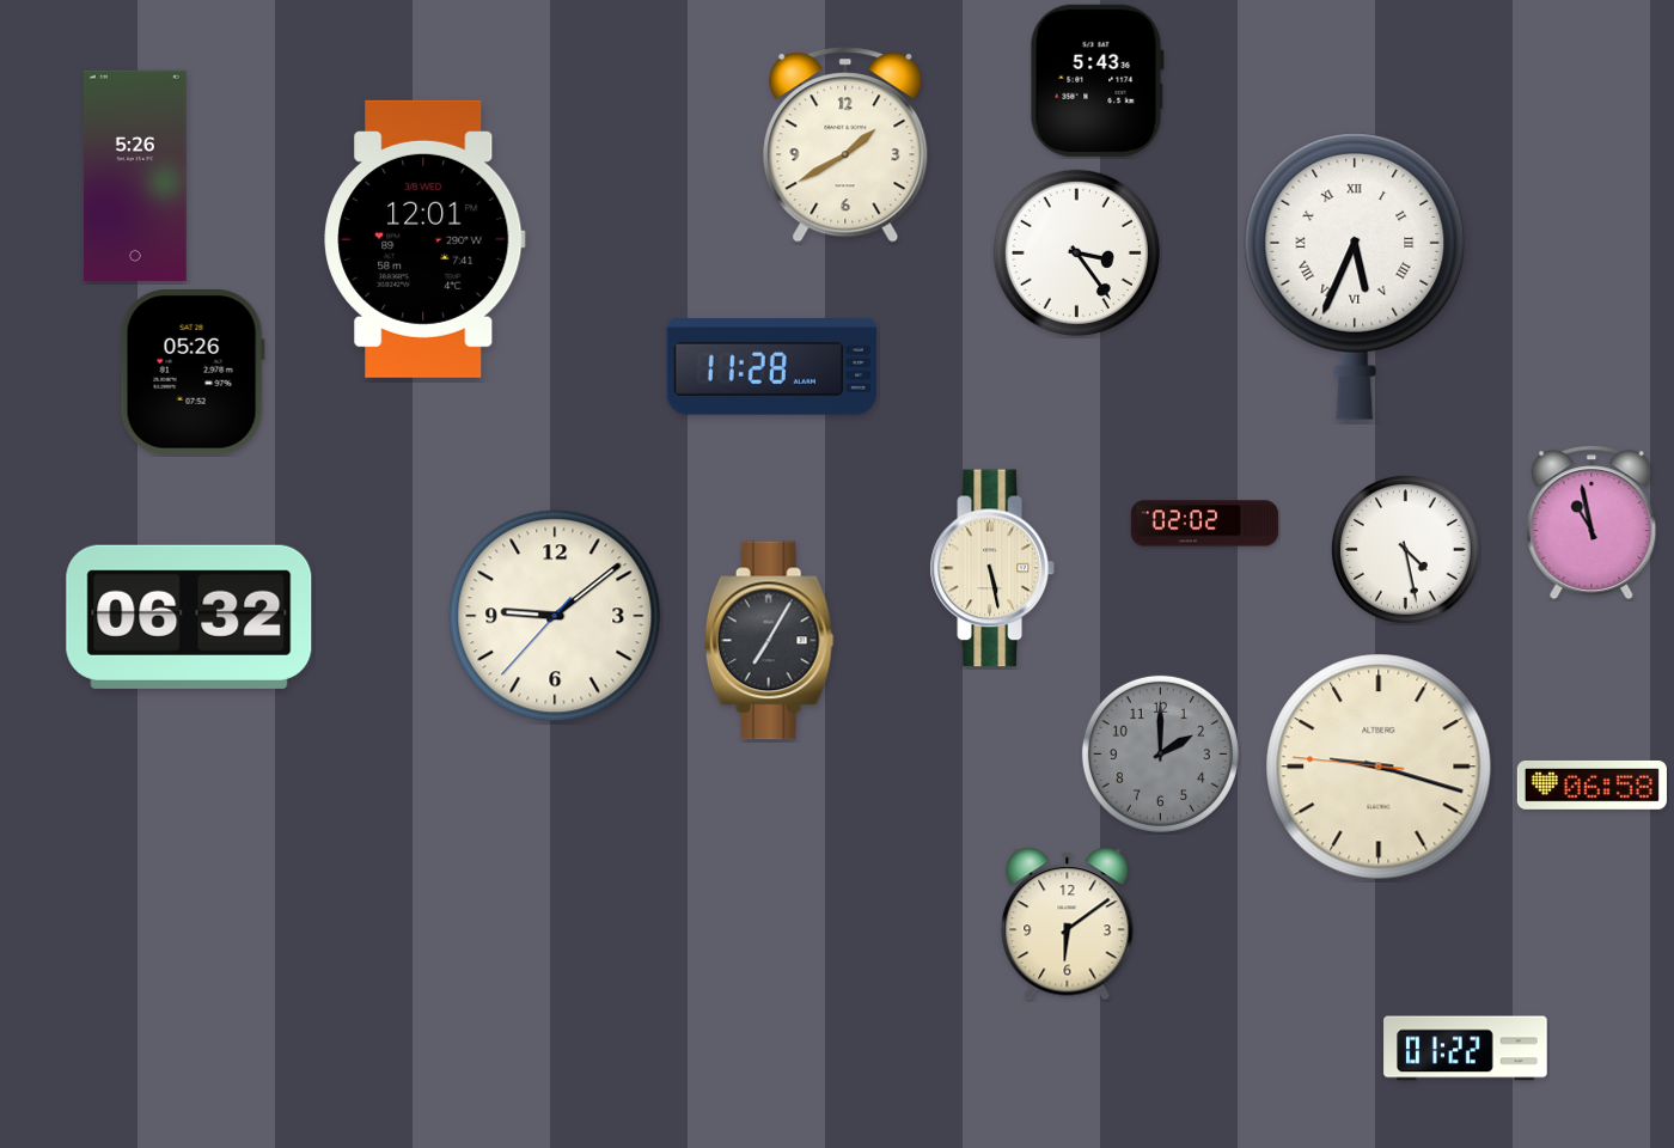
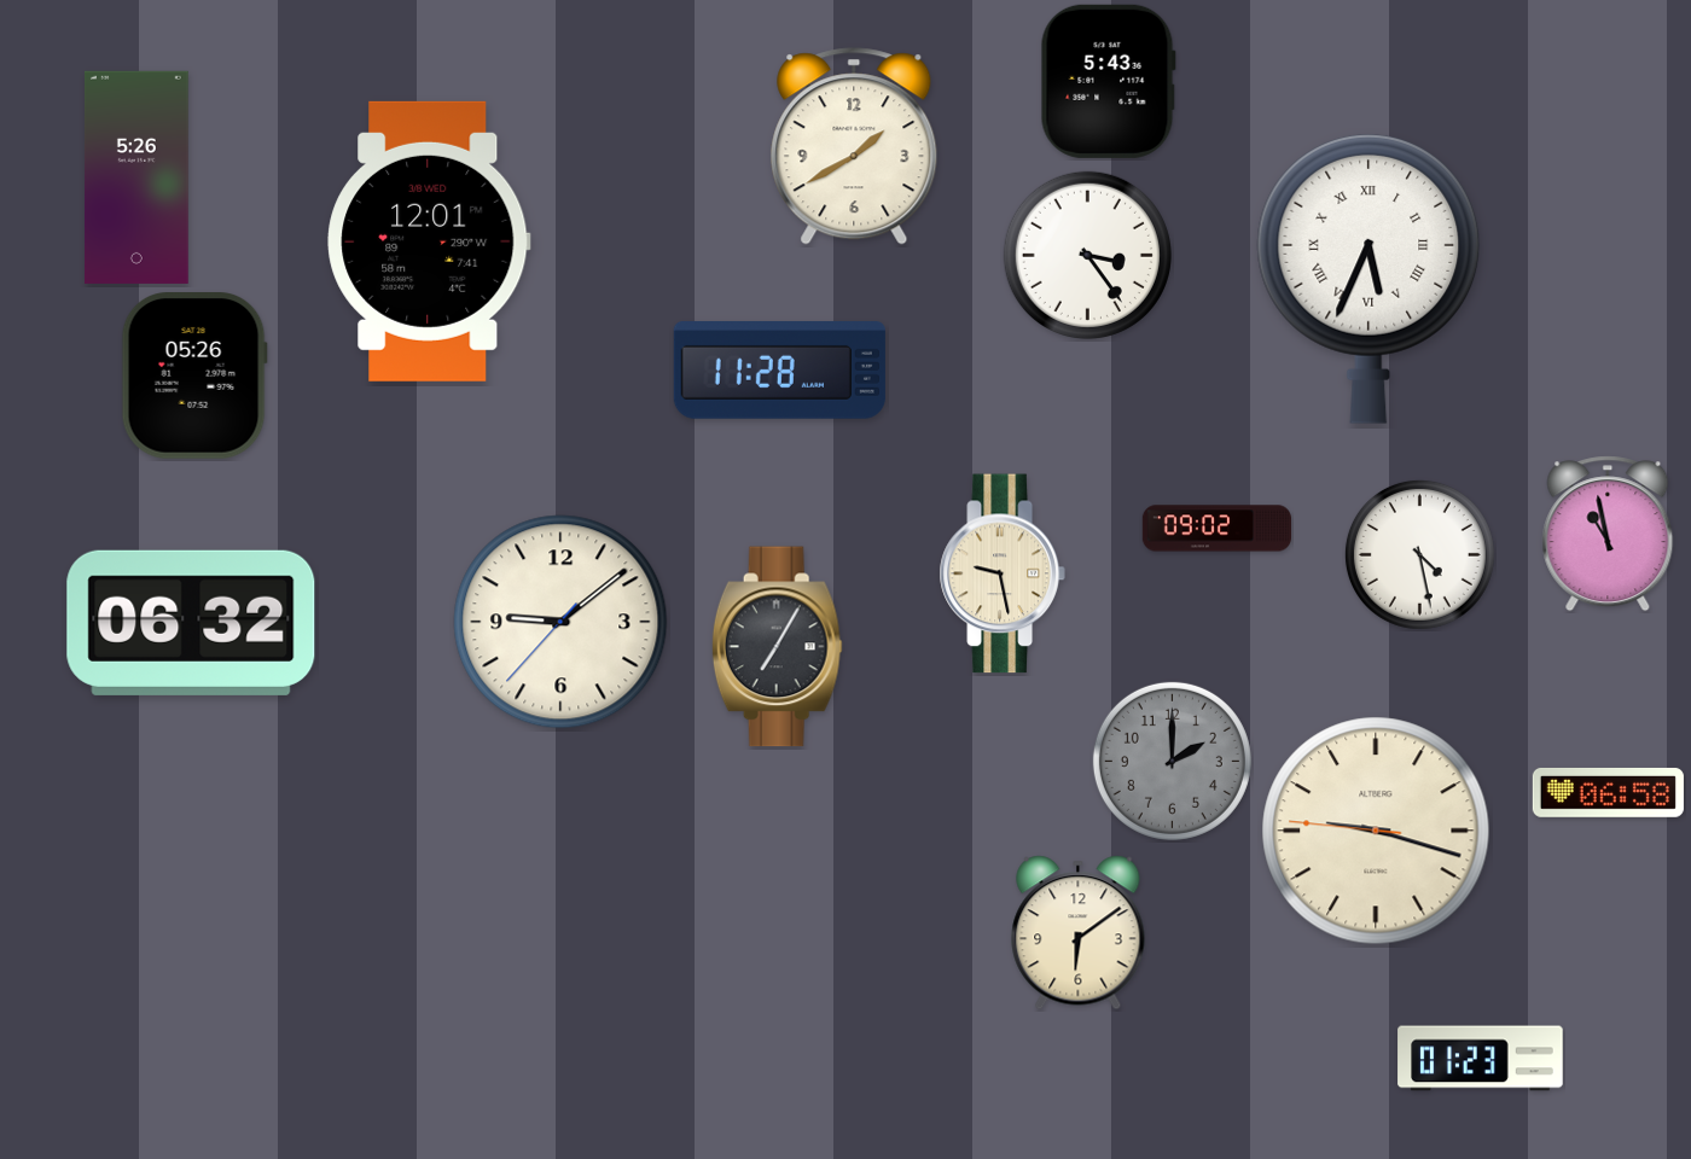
clock at (1591, 523) position: (1591, 523) -> (1608, 534)
clock at (1204, 524): 02:02 -> 09:02
clock at (992, 568): 5:28 -> 9:28
clock at (1379, 767) position: (1379, 767) -> (1376, 831)
clock at (1466, 1049): 01:22 -> 01:23
